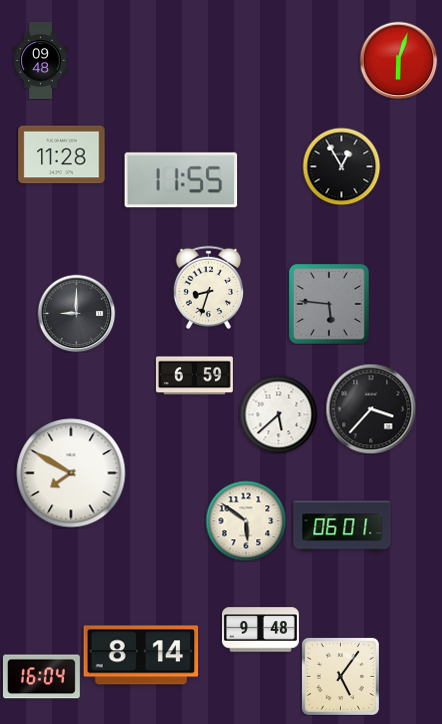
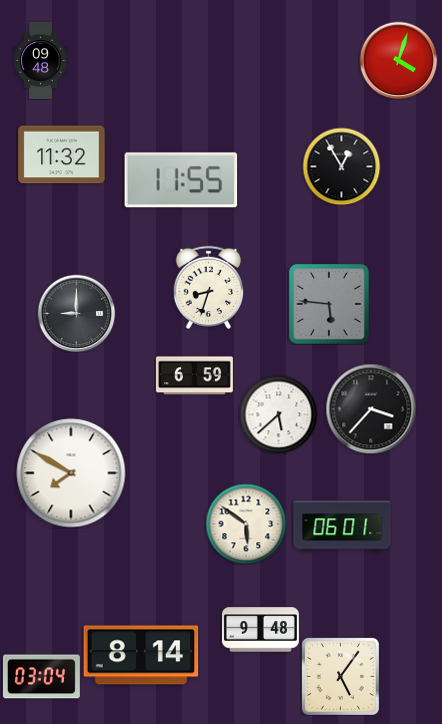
clock at (398, 60): 6:03 -> 4:03
clock at (62, 155): 11:28 -> 11:32
clock at (246, 521) position: (246, 521) -> (246, 524)
clock at (41, 677): 16:04 -> 03:04
